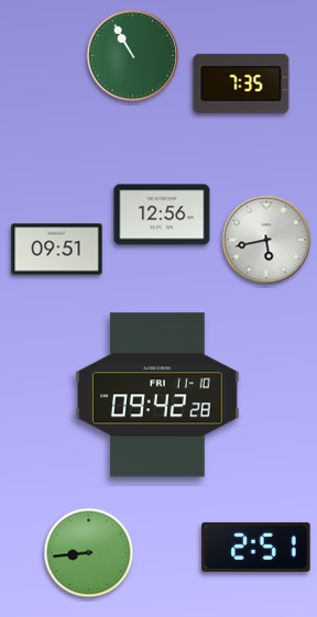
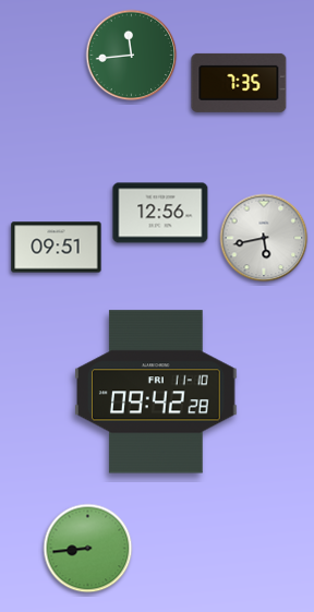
clock at (133, 56): 10:55 -> 11:44
clock at (256, 547): 2:51 -> none
